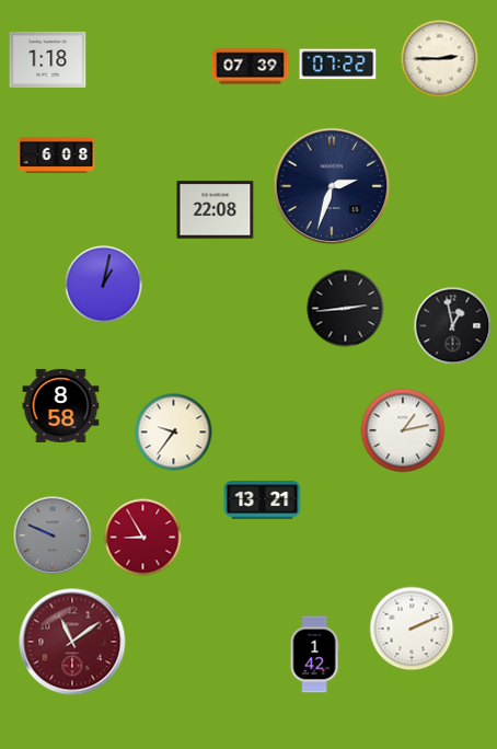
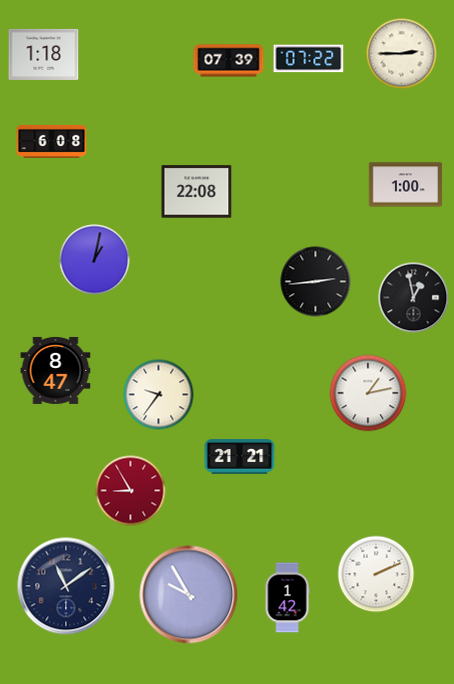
clock at (332, 186): 2:33 -> none
clock at (406, 185): none -> 1:00
clock at (61, 405): 8:58 -> 8:47
clock at (263, 500): 13:21 -> 21:21
clock at (53, 535): 9:49 -> none
clock at (72, 642) dial: burgundy -> navy
clock at (189, 595): none -> 9:55
